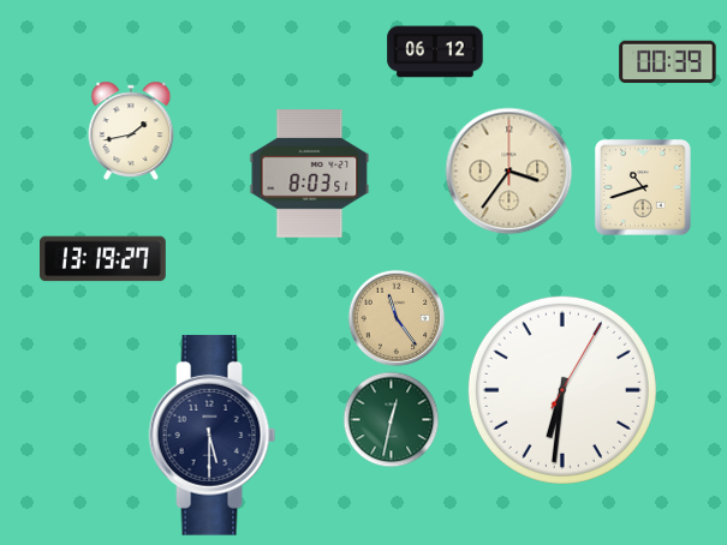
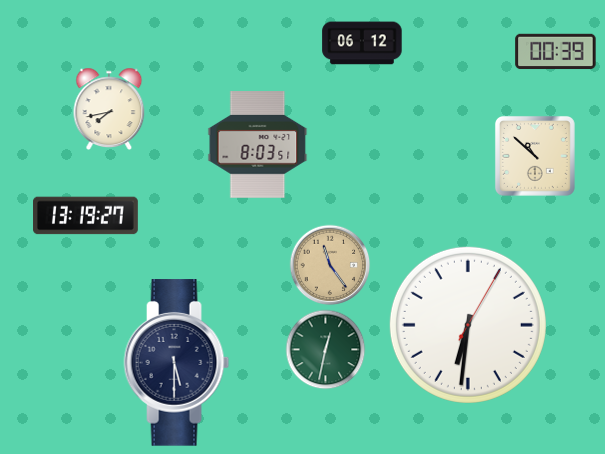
clock at (131, 130): 1:43 -> 7:43
clock at (510, 172): 3:36 -> none
clock at (643, 187): 10:42 -> 10:52
